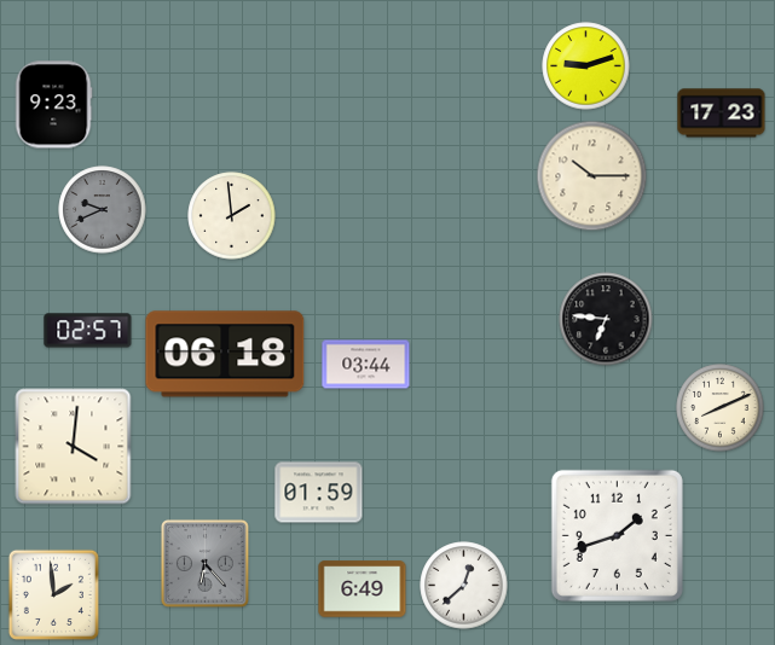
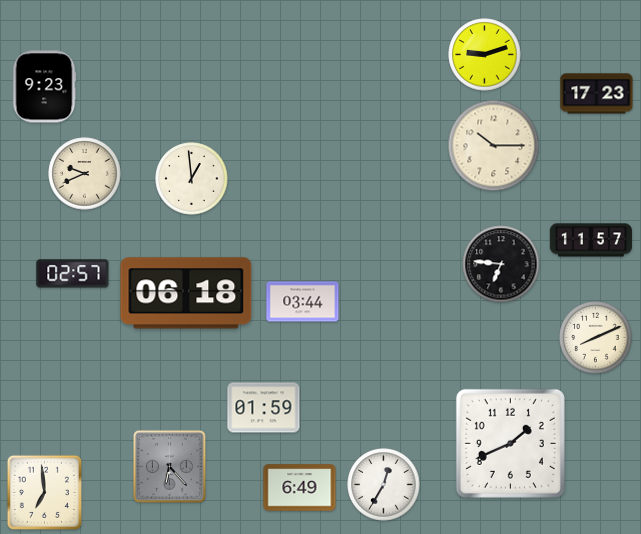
clock at (592, 176) position: (592, 176) -> (494, 146)
clock at (103, 210) dial: grey -> cream
clock at (232, 216): 1:59 -> 12:59
clock at (591, 240): none -> 11:57
clock at (74, 447): 4:01 -> none
clock at (617, 535): 1:42 -> 1:41
clock at (464, 586): 12:38 -> 12:35
clock at (53, 594): 1:59 -> 6:59
